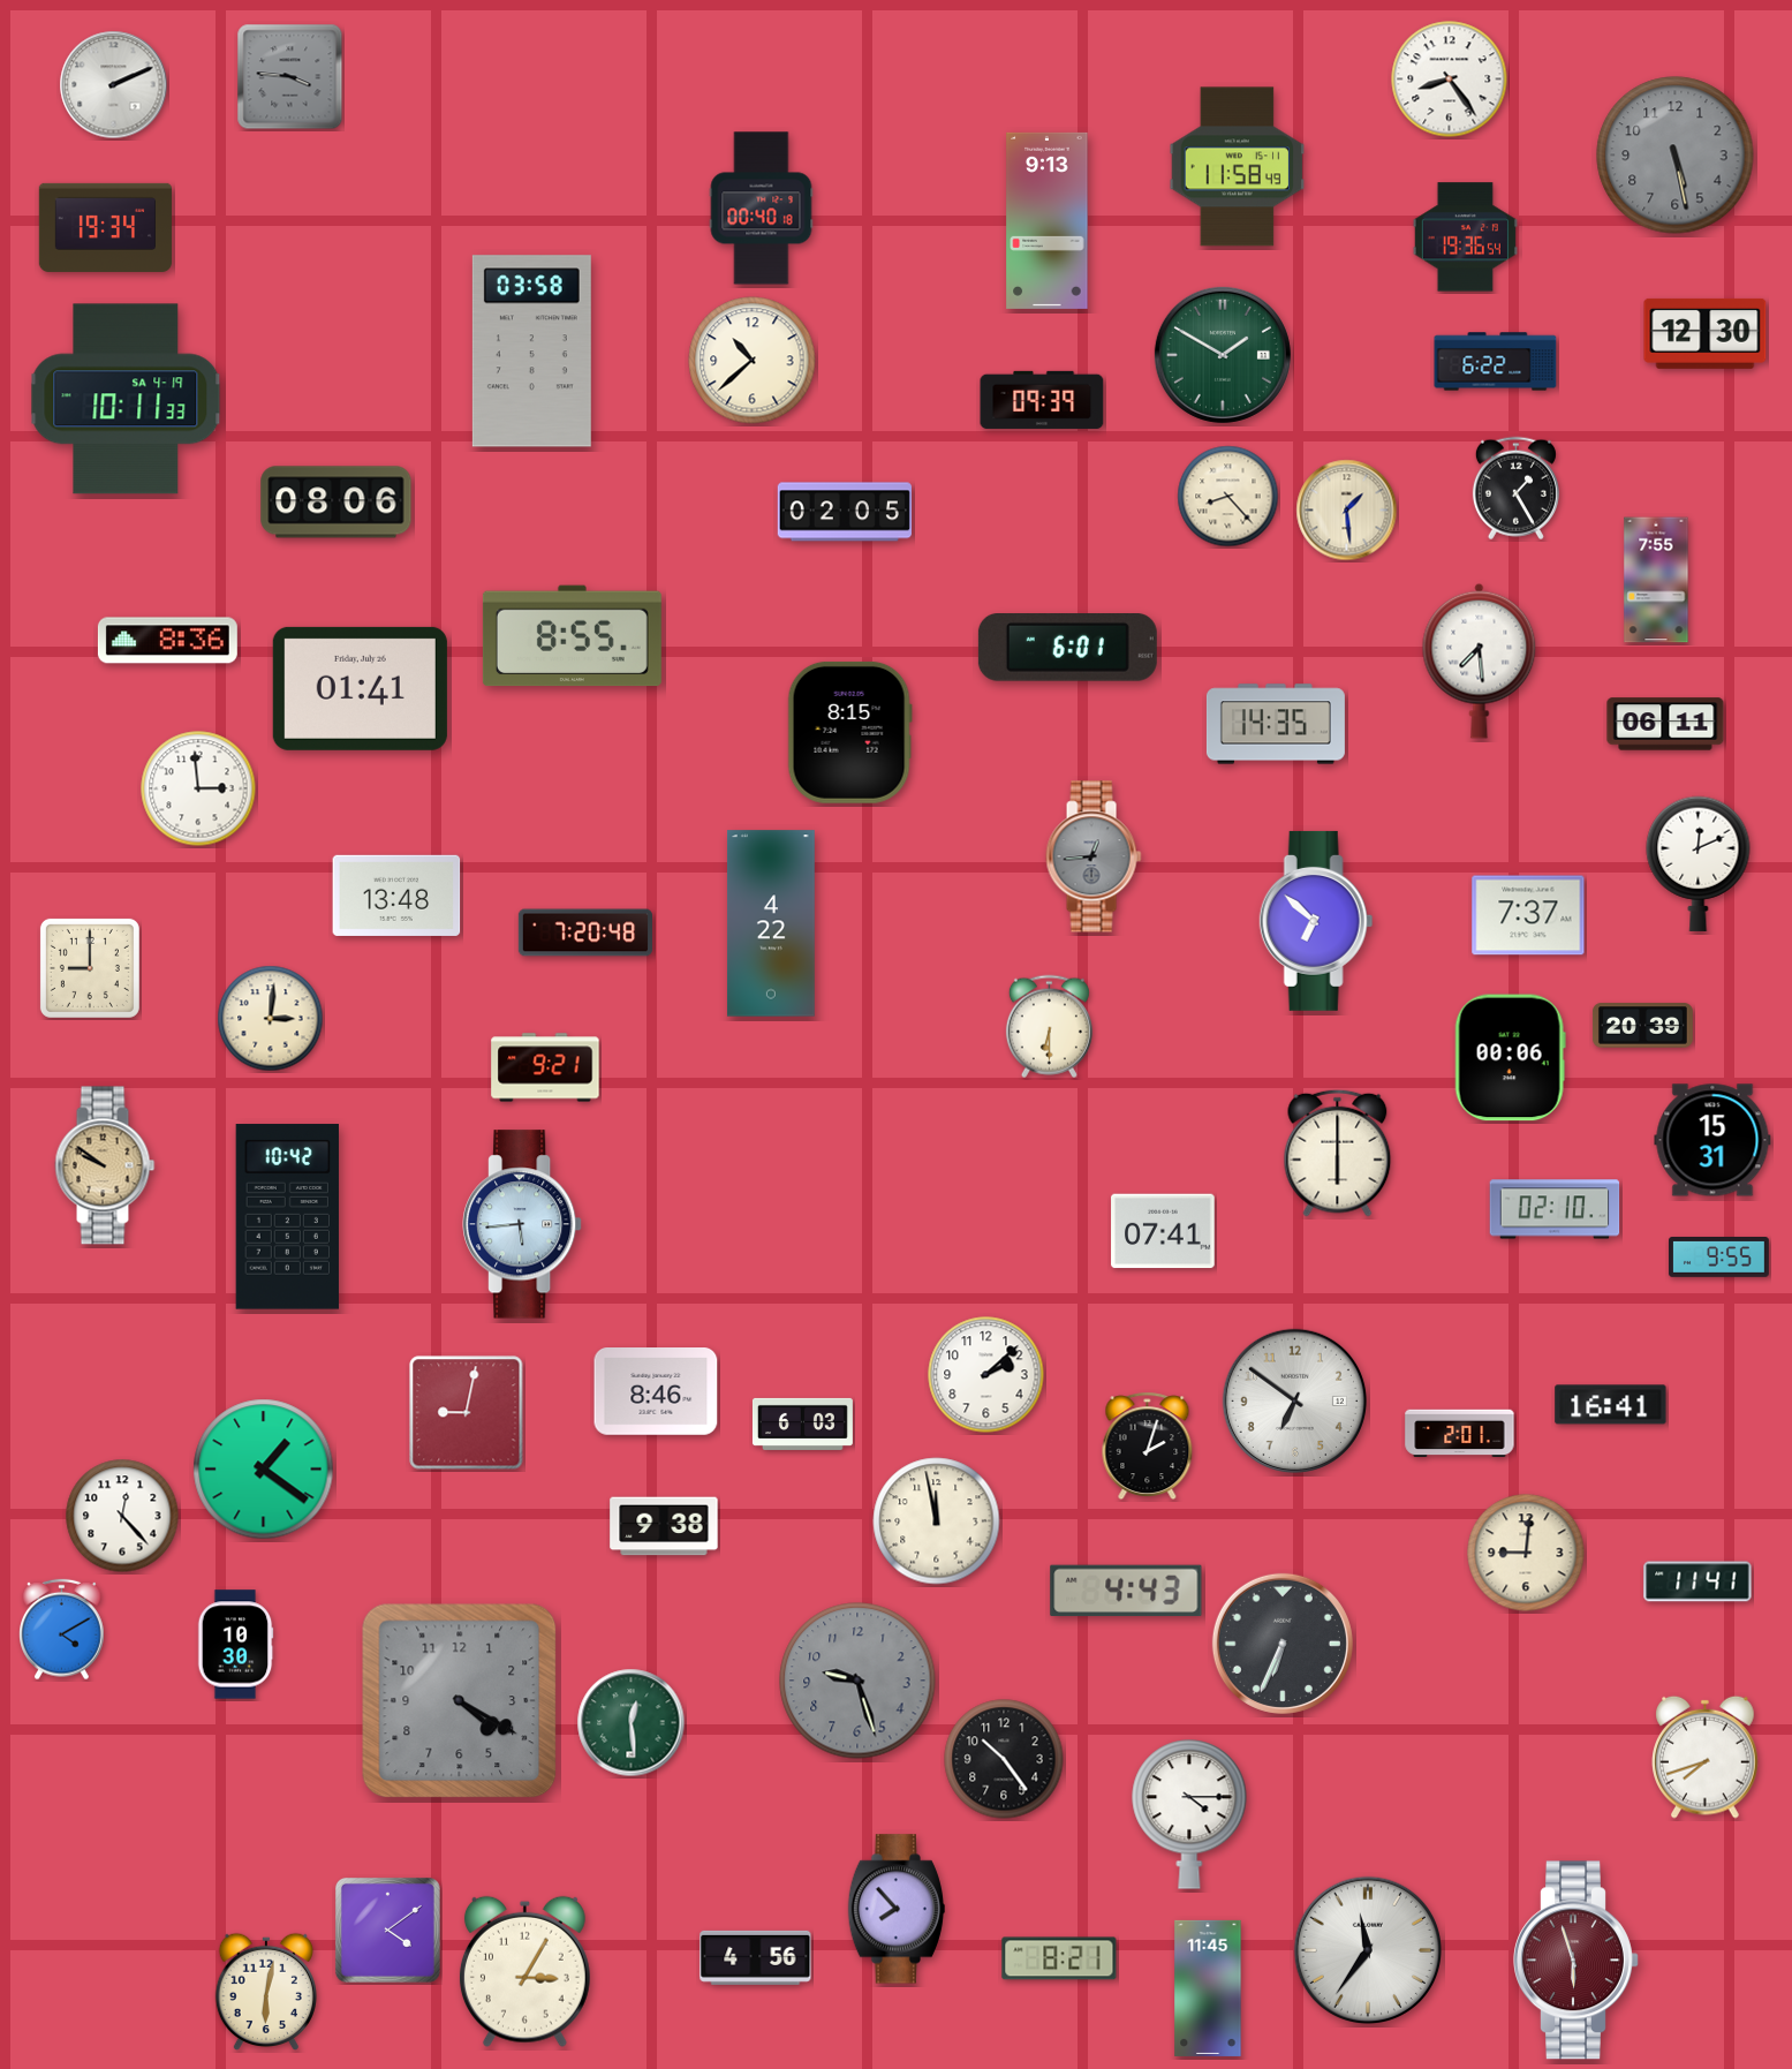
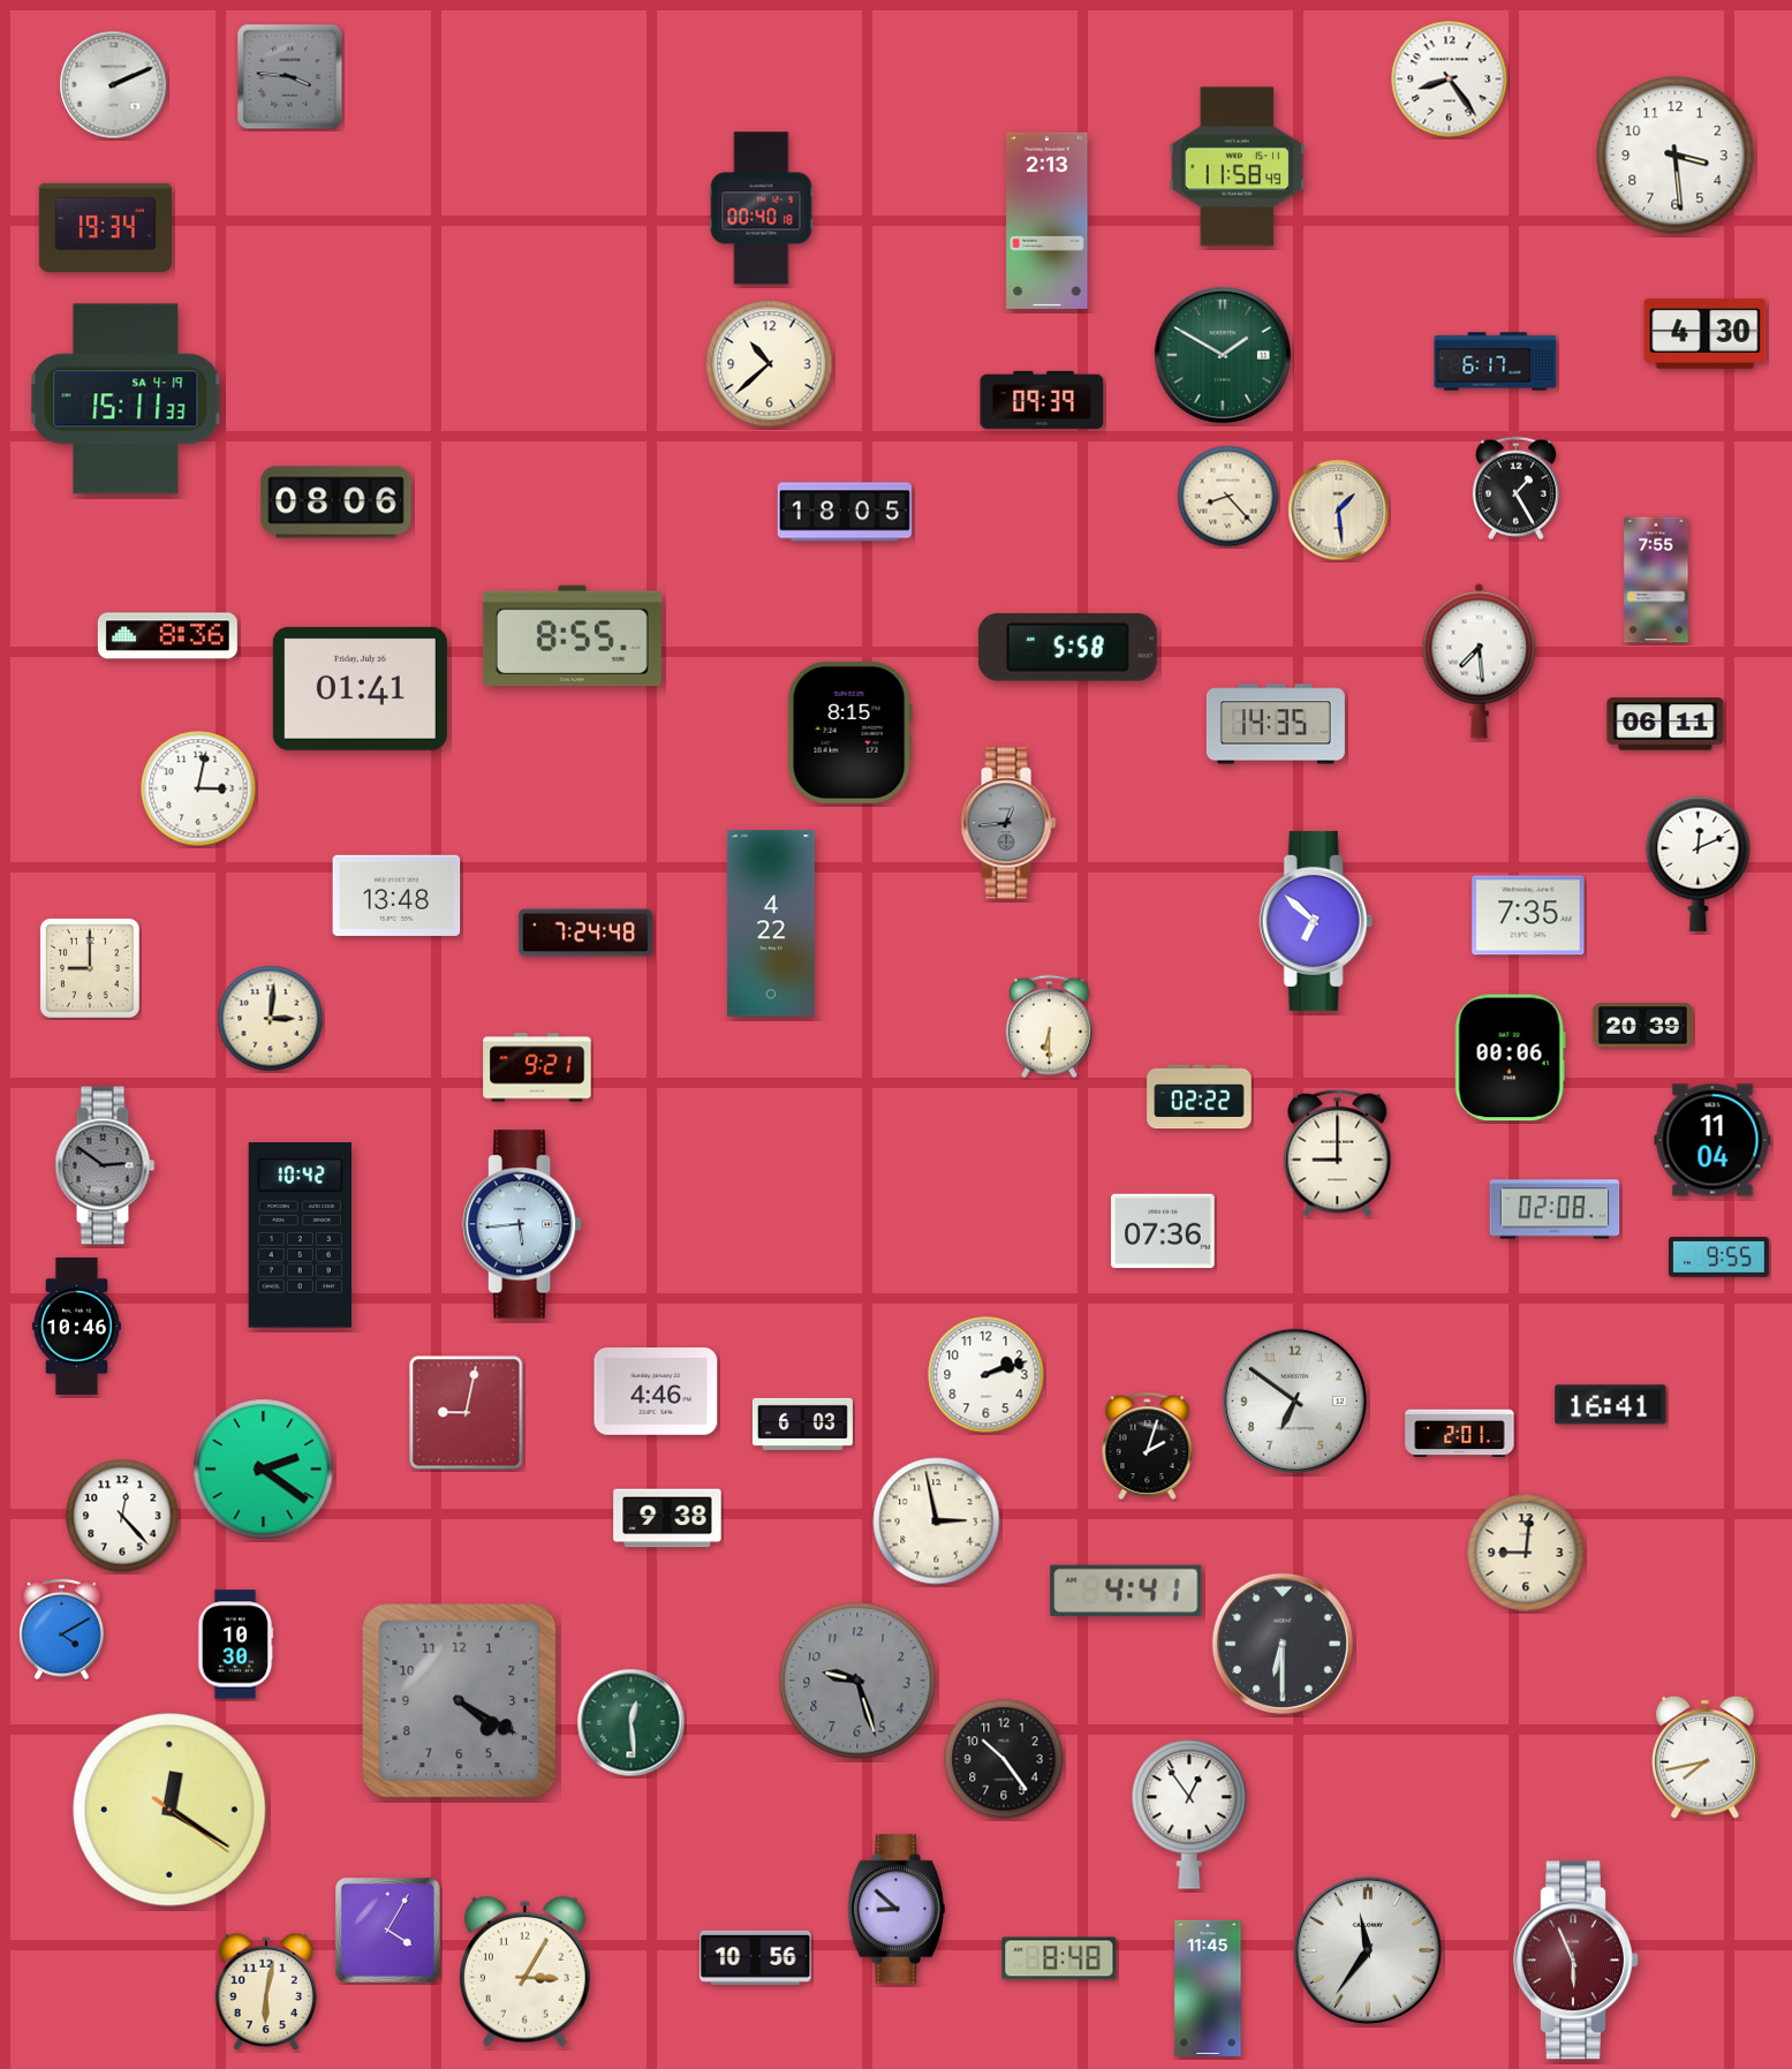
clock at (1676, 156): 5:28 -> 3:29
clock at (1676, 156) dial: grey -> white
clock at (1048, 220): 9:13 -> 2:13
clock at (1465, 237): 19:36 -> none
clock at (1706, 333): 12:30 -> 4:30
clock at (531, 352): 03:58 -> none
clock at (753, 361) position: (753, 361) -> (770, 364)
clock at (1496, 362): 6:22 -> 6:17
clock at (126, 399): 10:11 -> 15:11
clock at (1347, 511) position: (1347, 511) -> (1339, 511)
clock at (845, 512): 02:05 -> 18:05
clock at (167, 641) position: (167, 641) -> (167, 636)
clock at (1067, 648): 6:01 -> 5:58
clock at (198, 788): 2:59 -> 3:02
clock at (1094, 856) position: (1094, 856) -> (1008, 823)
clock at (1528, 915): 7:37 -> 7:35
clock at (584, 932): 7:20 -> 7:24
clock at (545, 1067) position: (545, 1067) -> (537, 1067)
clock at (1200, 1097): none -> 02:22
clock at (1712, 1140): 15:31 -> 11:04
clock at (1338, 1153): 6:00 -> 9:00
clock at (105, 1165): 9:51 -> 2:51
clock at (105, 1165) dial: champagne -> grey
clock at (1555, 1209): 02:10 -> 02:08
clock at (287, 1217) position: (287, 1217) -> (300, 1236)
clock at (1163, 1231): 07:41 -> 07:36
clock at (76, 1326): none -> 10:46
clock at (986, 1375): 2:08 -> 2:12
clock at (656, 1391): 8:46 -> 4:46
clock at (264, 1470): 1:21 -> 2:21
clock at (937, 1521): 11:58 -> 2:58
clock at (664, 1526) position: (664, 1526) -> (667, 1518)
clock at (1698, 1581): 11:41 -> none
clock at (1126, 1591): 4:43 -> 4:41
clock at (1283, 1644): 6:34 -> 6:30
clock at (1706, 1757): 7:42 -> 7:43
clock at (169, 1810): none -> 12:20
clock at (1189, 1814): 4:15 -> 12:54
clock at (895, 1909): 7:53 -> 8:52
clock at (387, 1930): 4:09 -> 4:05
clock at (756, 1957): 4:56 -> 10:56
clock at (1059, 1958): 8:21 -> 8:48
clock at (1576, 1961): 5:57 -> 5:56
